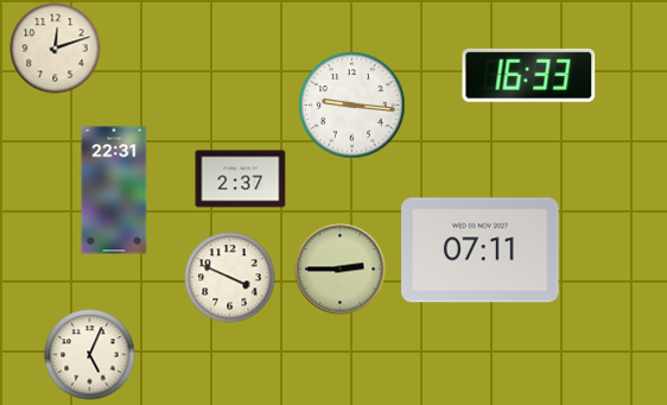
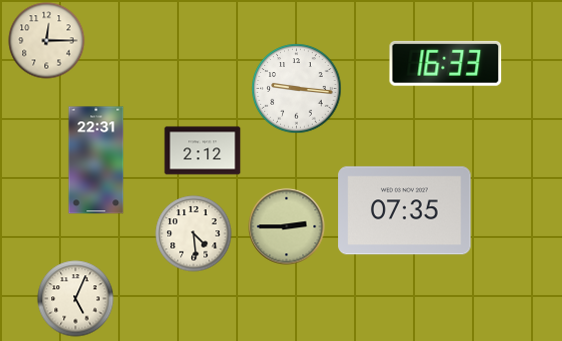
clock at (56, 49): 12:12 -> 12:15
clock at (241, 179): 2:37 -> 2:12
clock at (481, 251): 07:11 -> 07:35
clock at (230, 278): 3:49 -> 4:29
